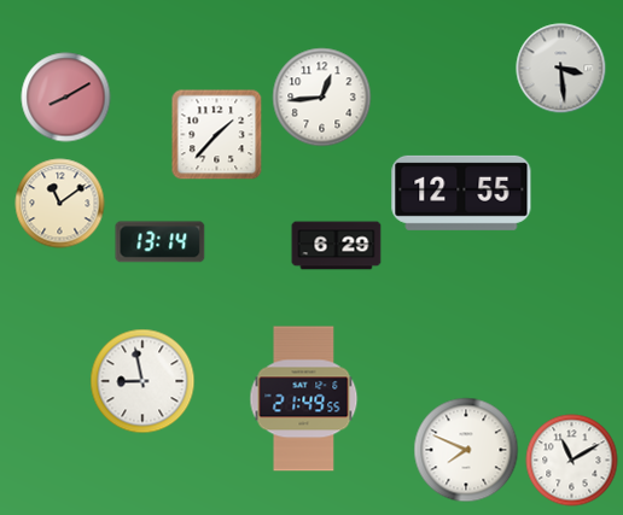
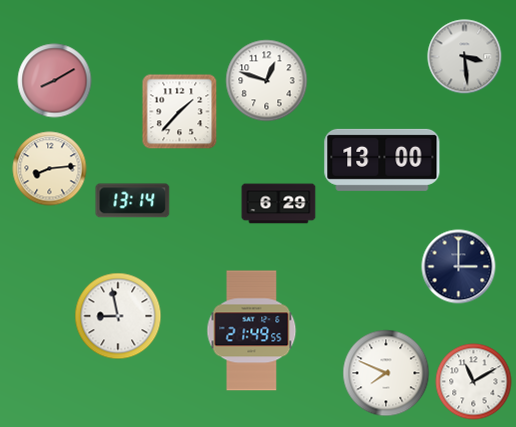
clock at (322, 98): 12:44 -> 12:48
clock at (461, 193): 12:55 -> 13:00
clock at (60, 204): 11:09 -> 8:14
clock at (459, 267): none -> 3:00
